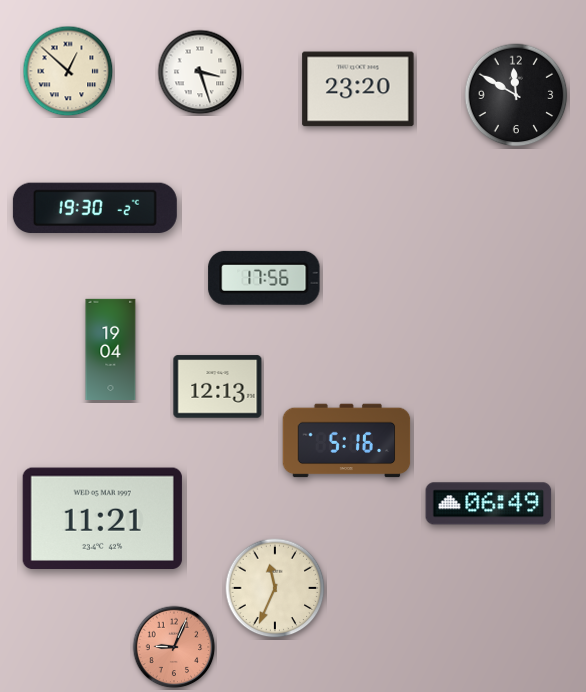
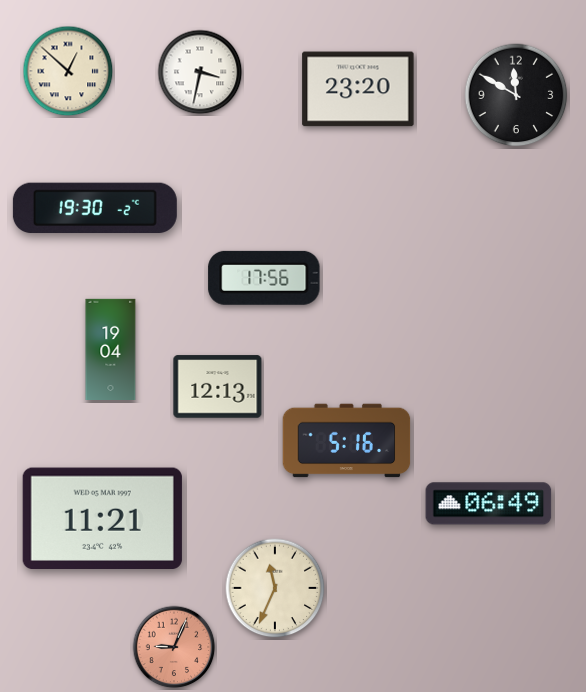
clock at (200, 72): 3:27 -> 3:32
